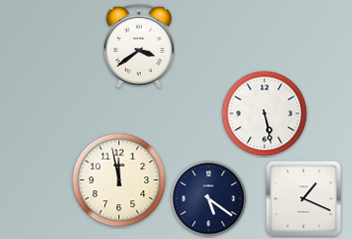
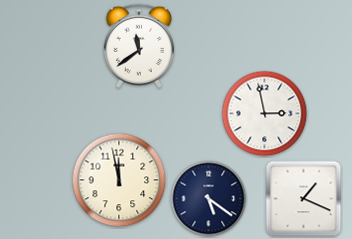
clock at (139, 46): 3:39 -> 11:39
clock at (265, 114): 5:28 -> 2:58
